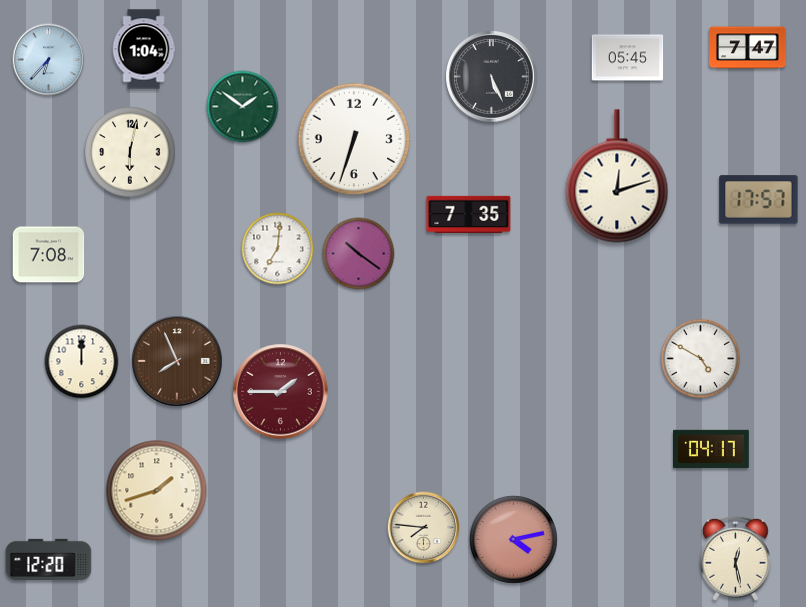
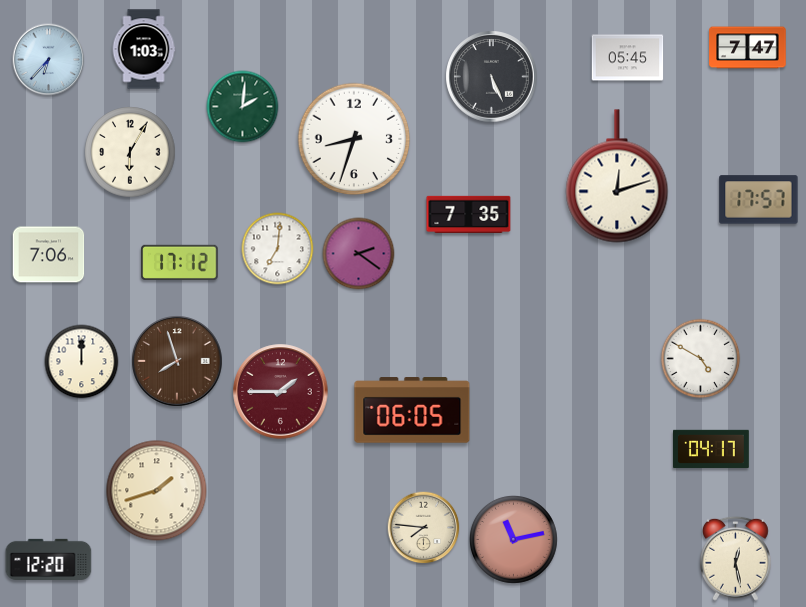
clock at (144, 49): 1:04 -> 1:03
clock at (243, 107): 1:51 -> 2:01
clock at (354, 139): 6:33 -> 8:33
clock at (130, 152): 6:02 -> 6:05
clock at (359, 254): 10:21 -> 2:21
clock at (49, 255): 7:08 -> 7:06
clock at (180, 262): none -> 17:12
clock at (177, 361): 7:56 -> 7:57
clock at (412, 410): none -> 06:05
clock at (514, 540): 4:13 -> 11:13
